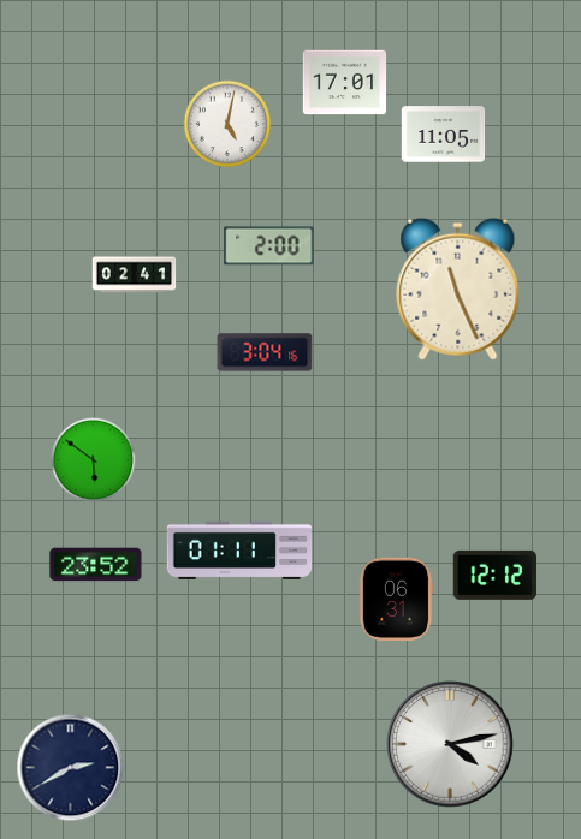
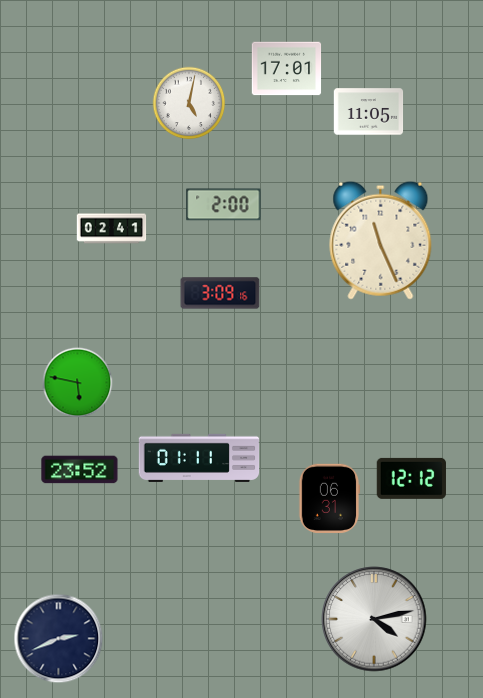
clock at (265, 352): 3:04 -> 3:09
clock at (94, 460): 5:51 -> 5:47
clock at (71, 768): 2:40 -> 2:41
